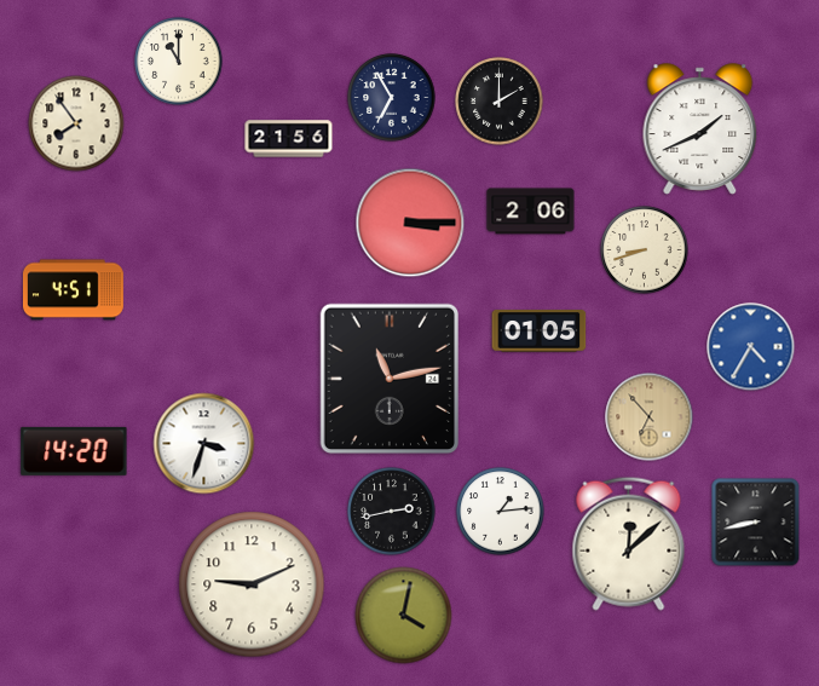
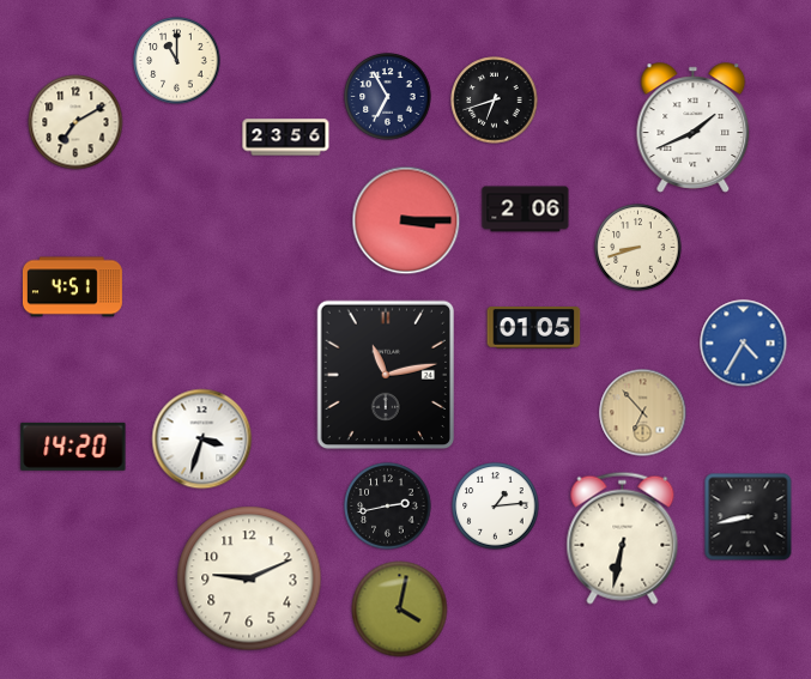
clock at (500, 102): 2:00 -> 6:42
clock at (76, 123): 7:54 -> 7:10
clock at (289, 139): 21:56 -> 23:56
clock at (629, 543): 12:08 -> 6:32
